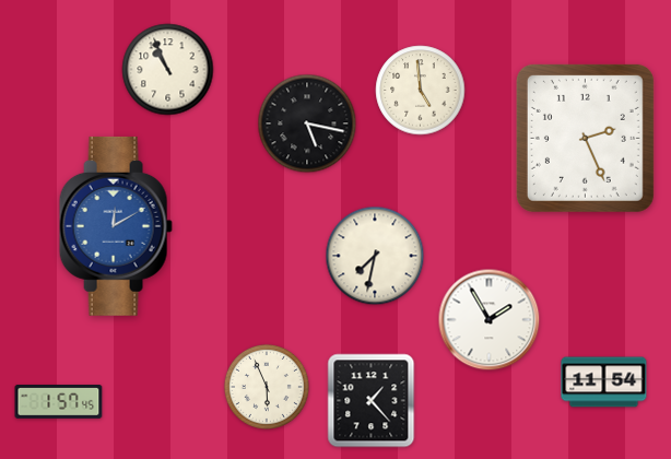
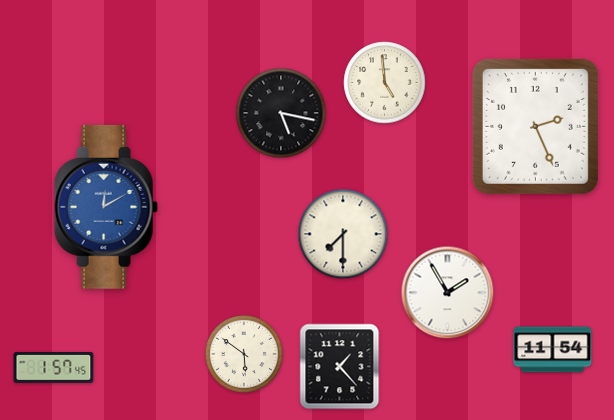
clock at (168, 70): 10:56 -> none
clock at (375, 256): 7:32 -> 7:30
clock at (267, 387): 5:56 -> 5:51
